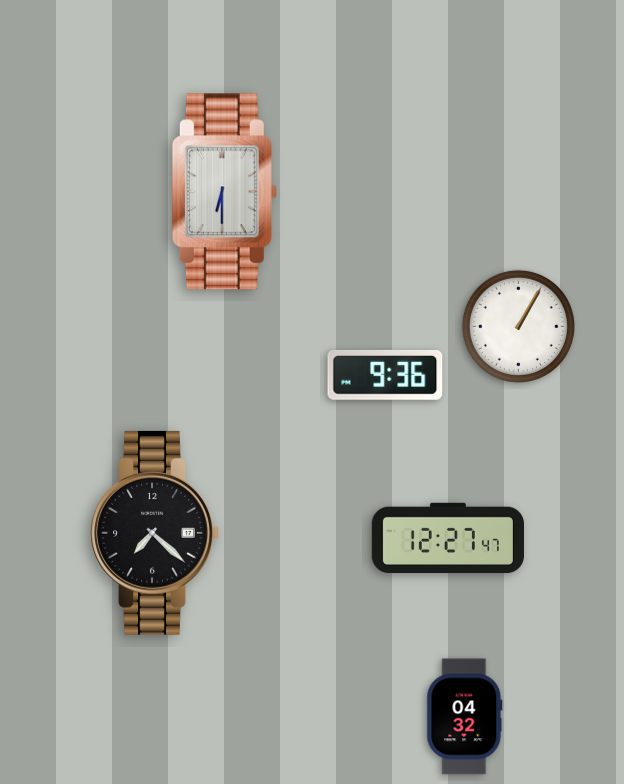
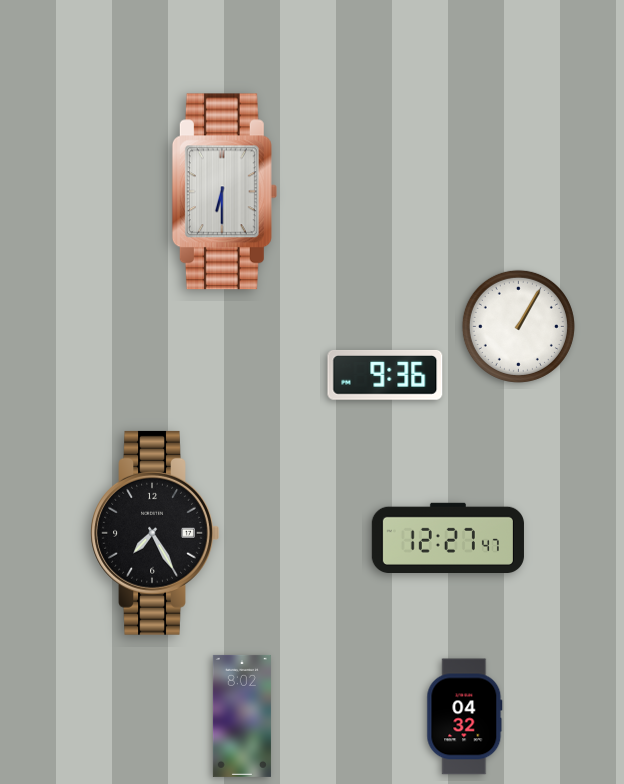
clock at (155, 533): 7:22 -> 7:25
clock at (242, 716): none -> 8:02
